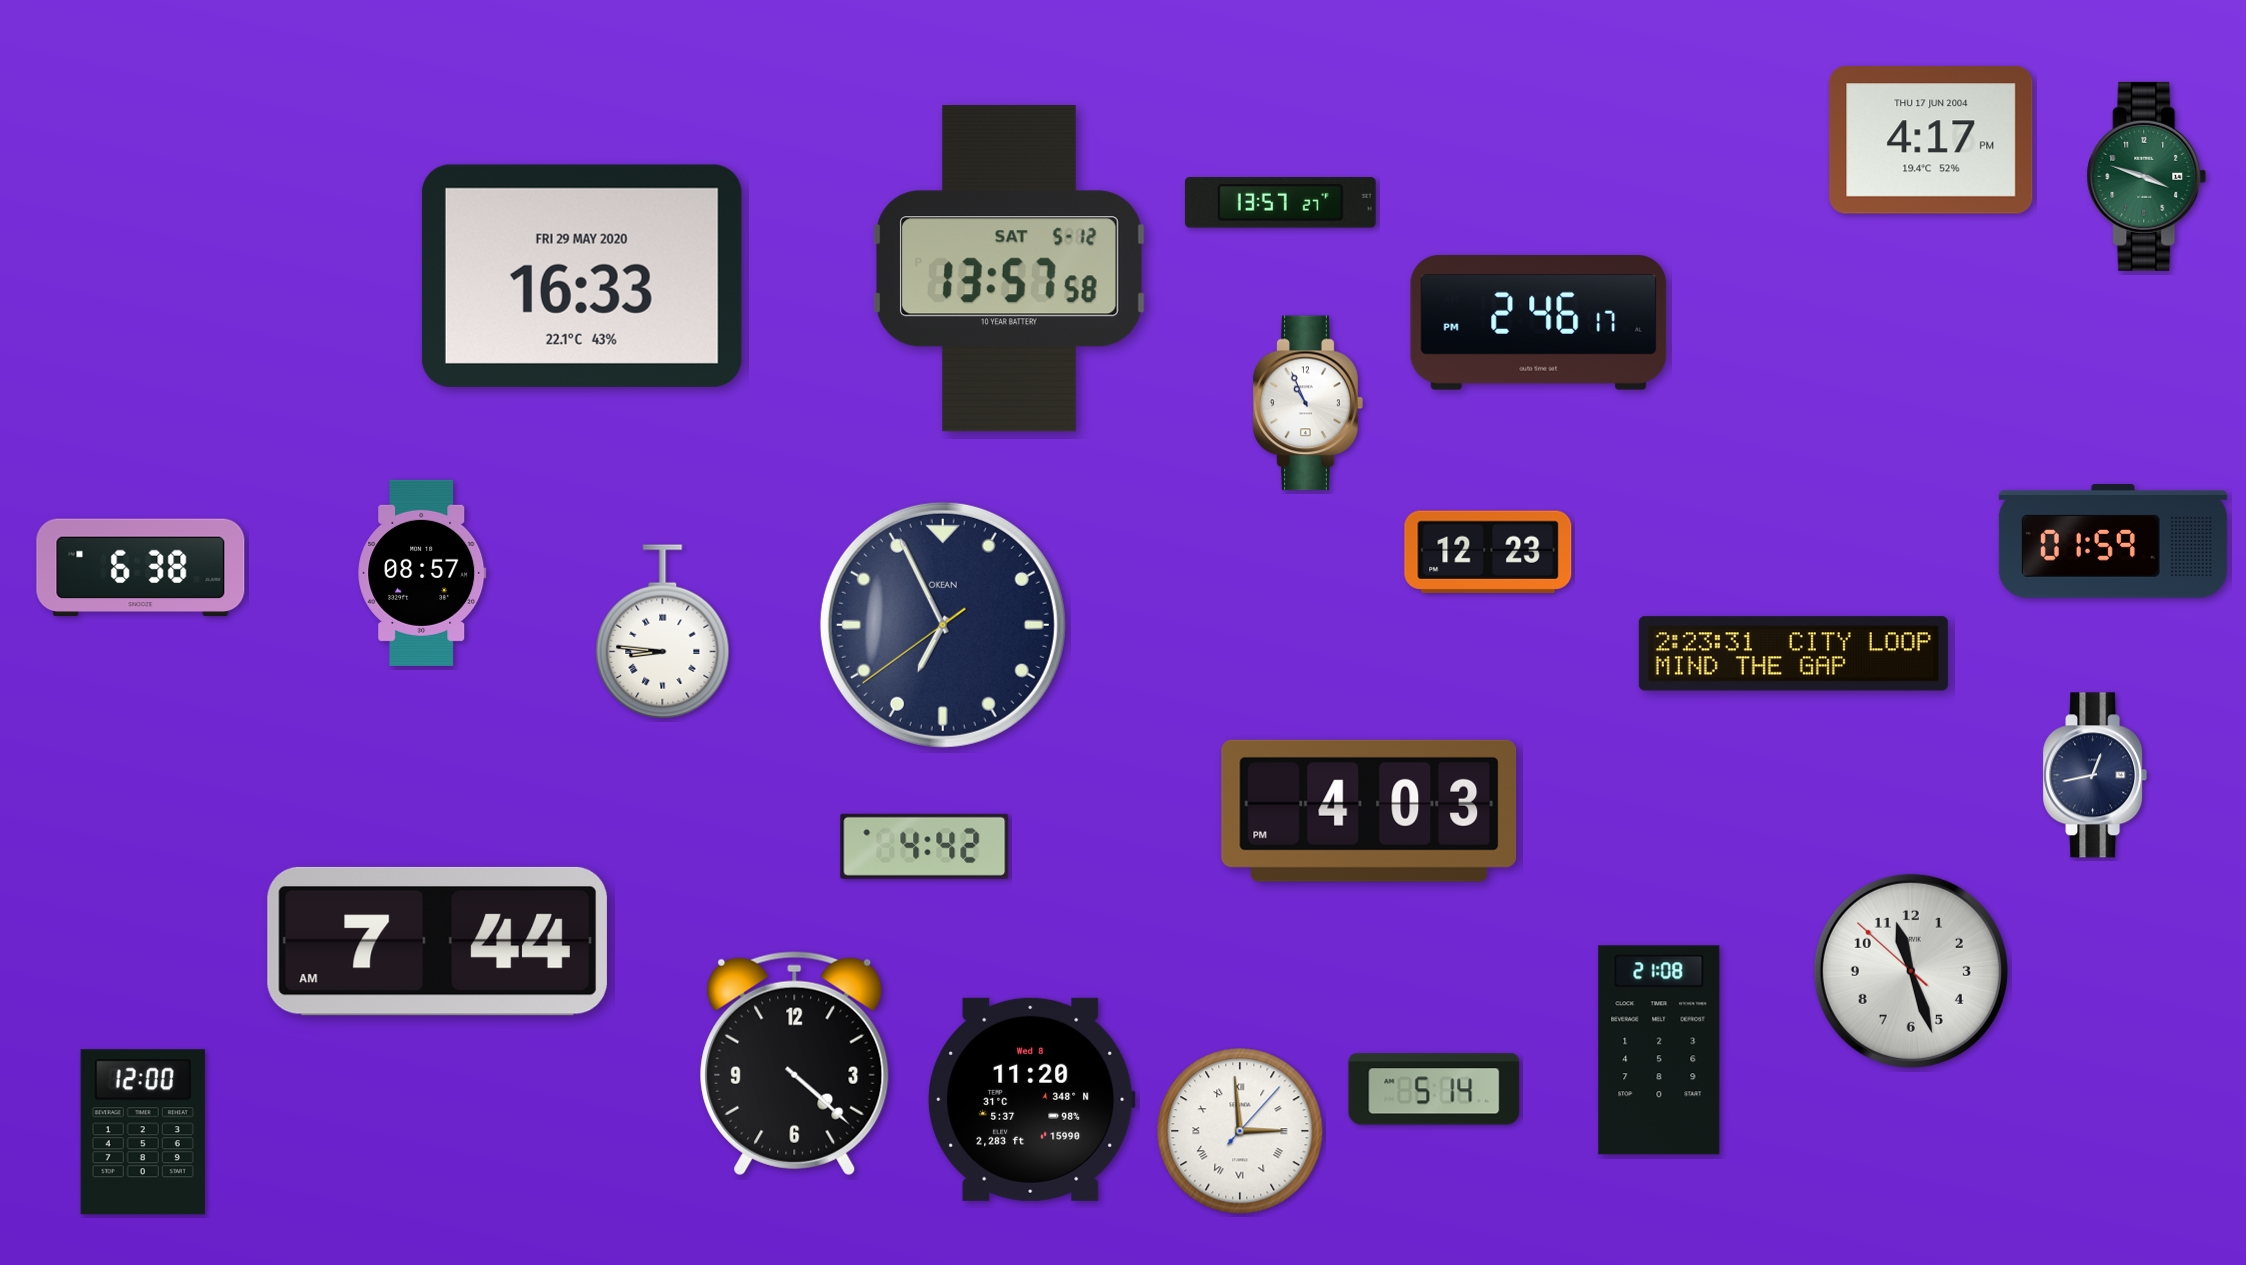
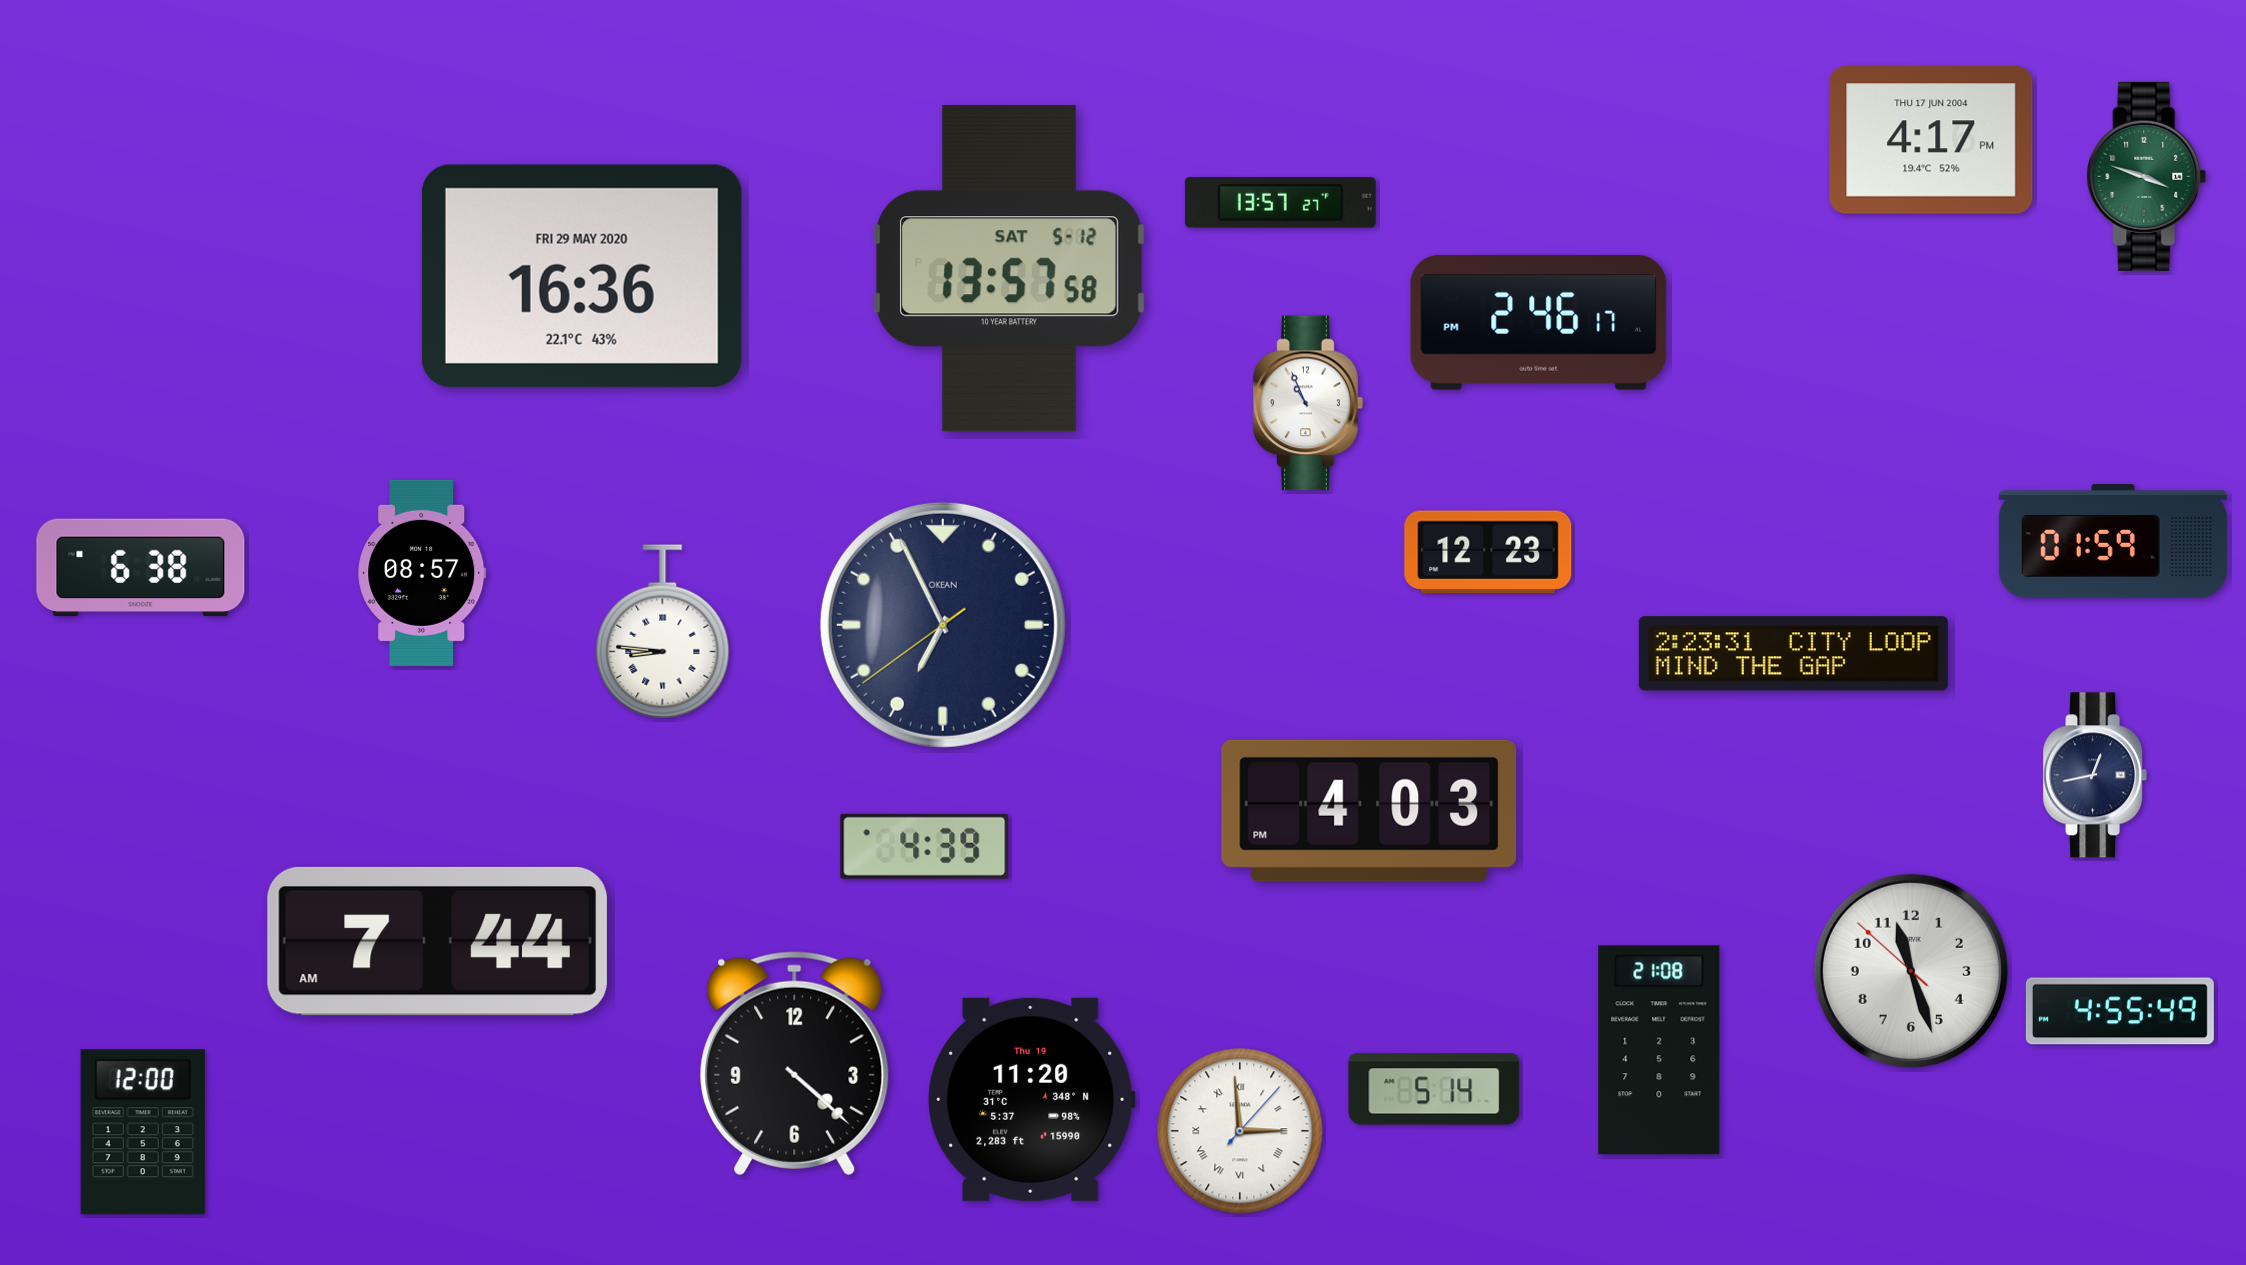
clock at (582, 276): 16:33 -> 16:36
clock at (925, 846): 4:42 -> 4:39
clock at (2120, 1011): none -> 4:55
clock at (1032, 1099) date: Wed 8 -> Thu 19
